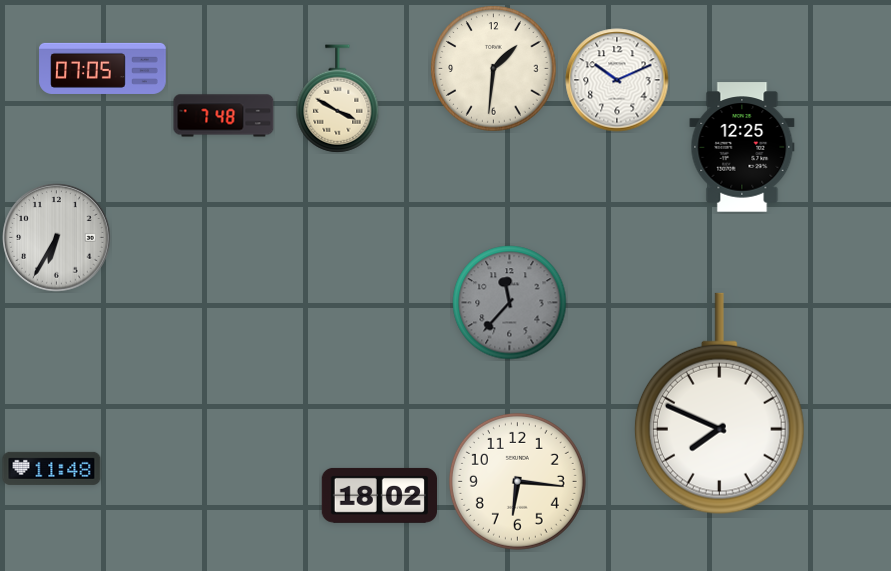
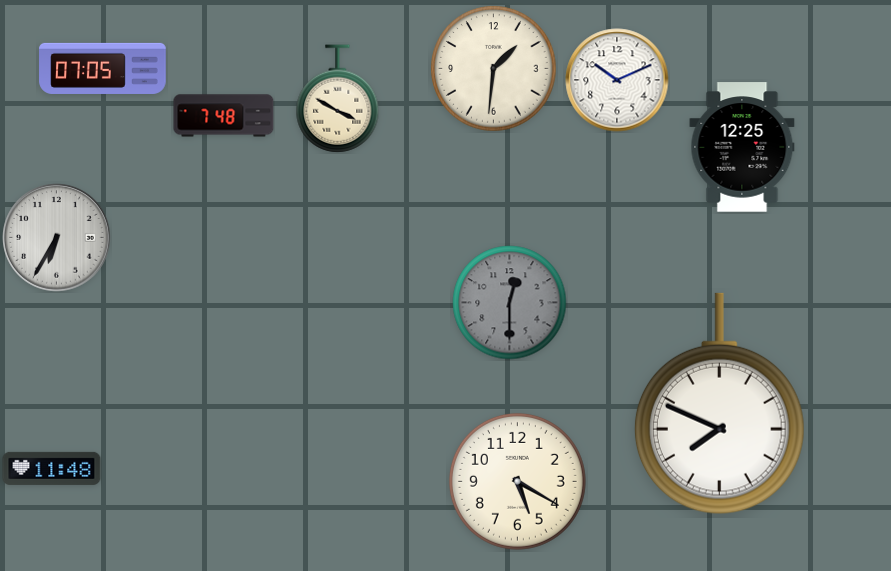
clock at (510, 303): 11:37 -> 12:30
clock at (517, 481): 6:16 -> 5:20
clock at (379, 495): 18:02 -> none
